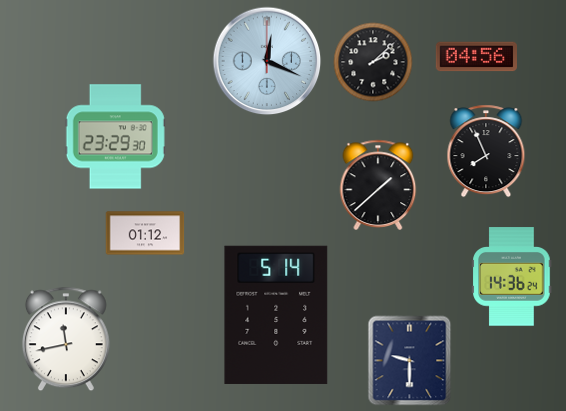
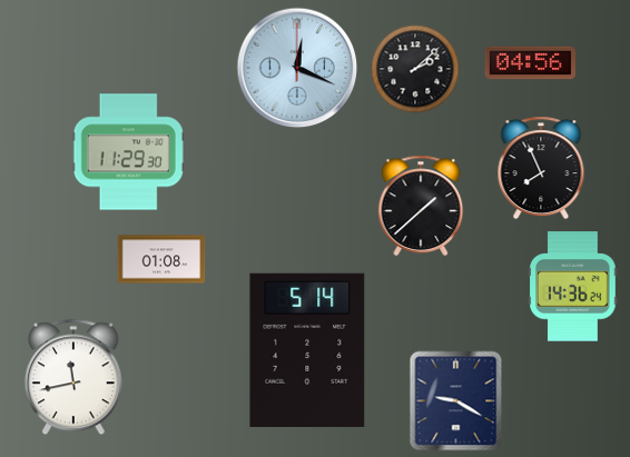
clock at (115, 137): 23:29 -> 11:29
clock at (145, 233): 01:12 -> 01:08
clock at (512, 277) position: (512, 277) -> (573, 287)
clock at (410, 360): 9:30 -> 9:20
